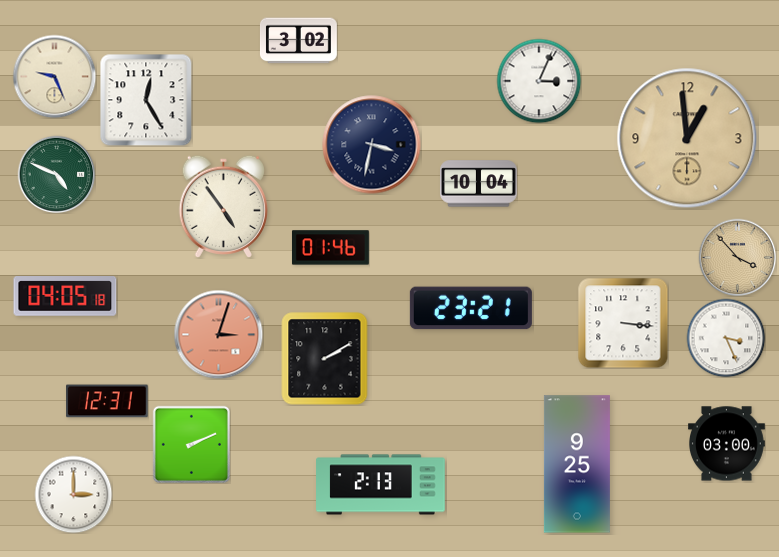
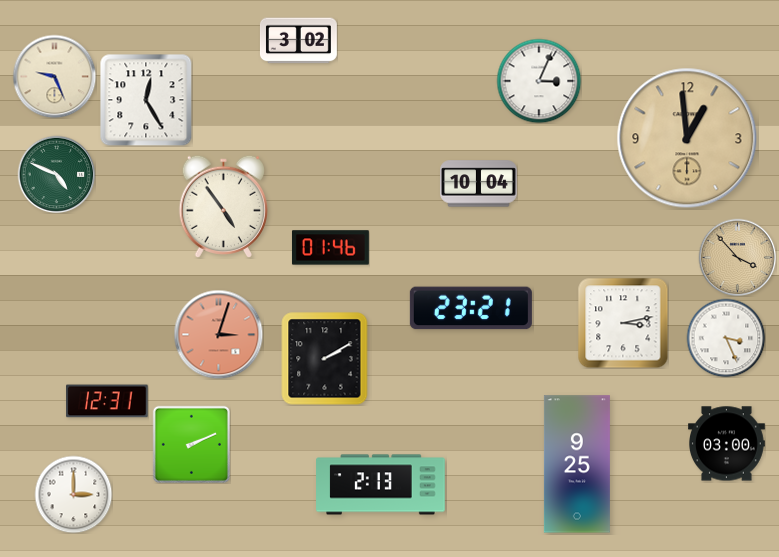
clock at (372, 145): 3:32 -> none
clock at (65, 296): 04:05 -> none
clock at (623, 323): 3:16 -> 3:13
